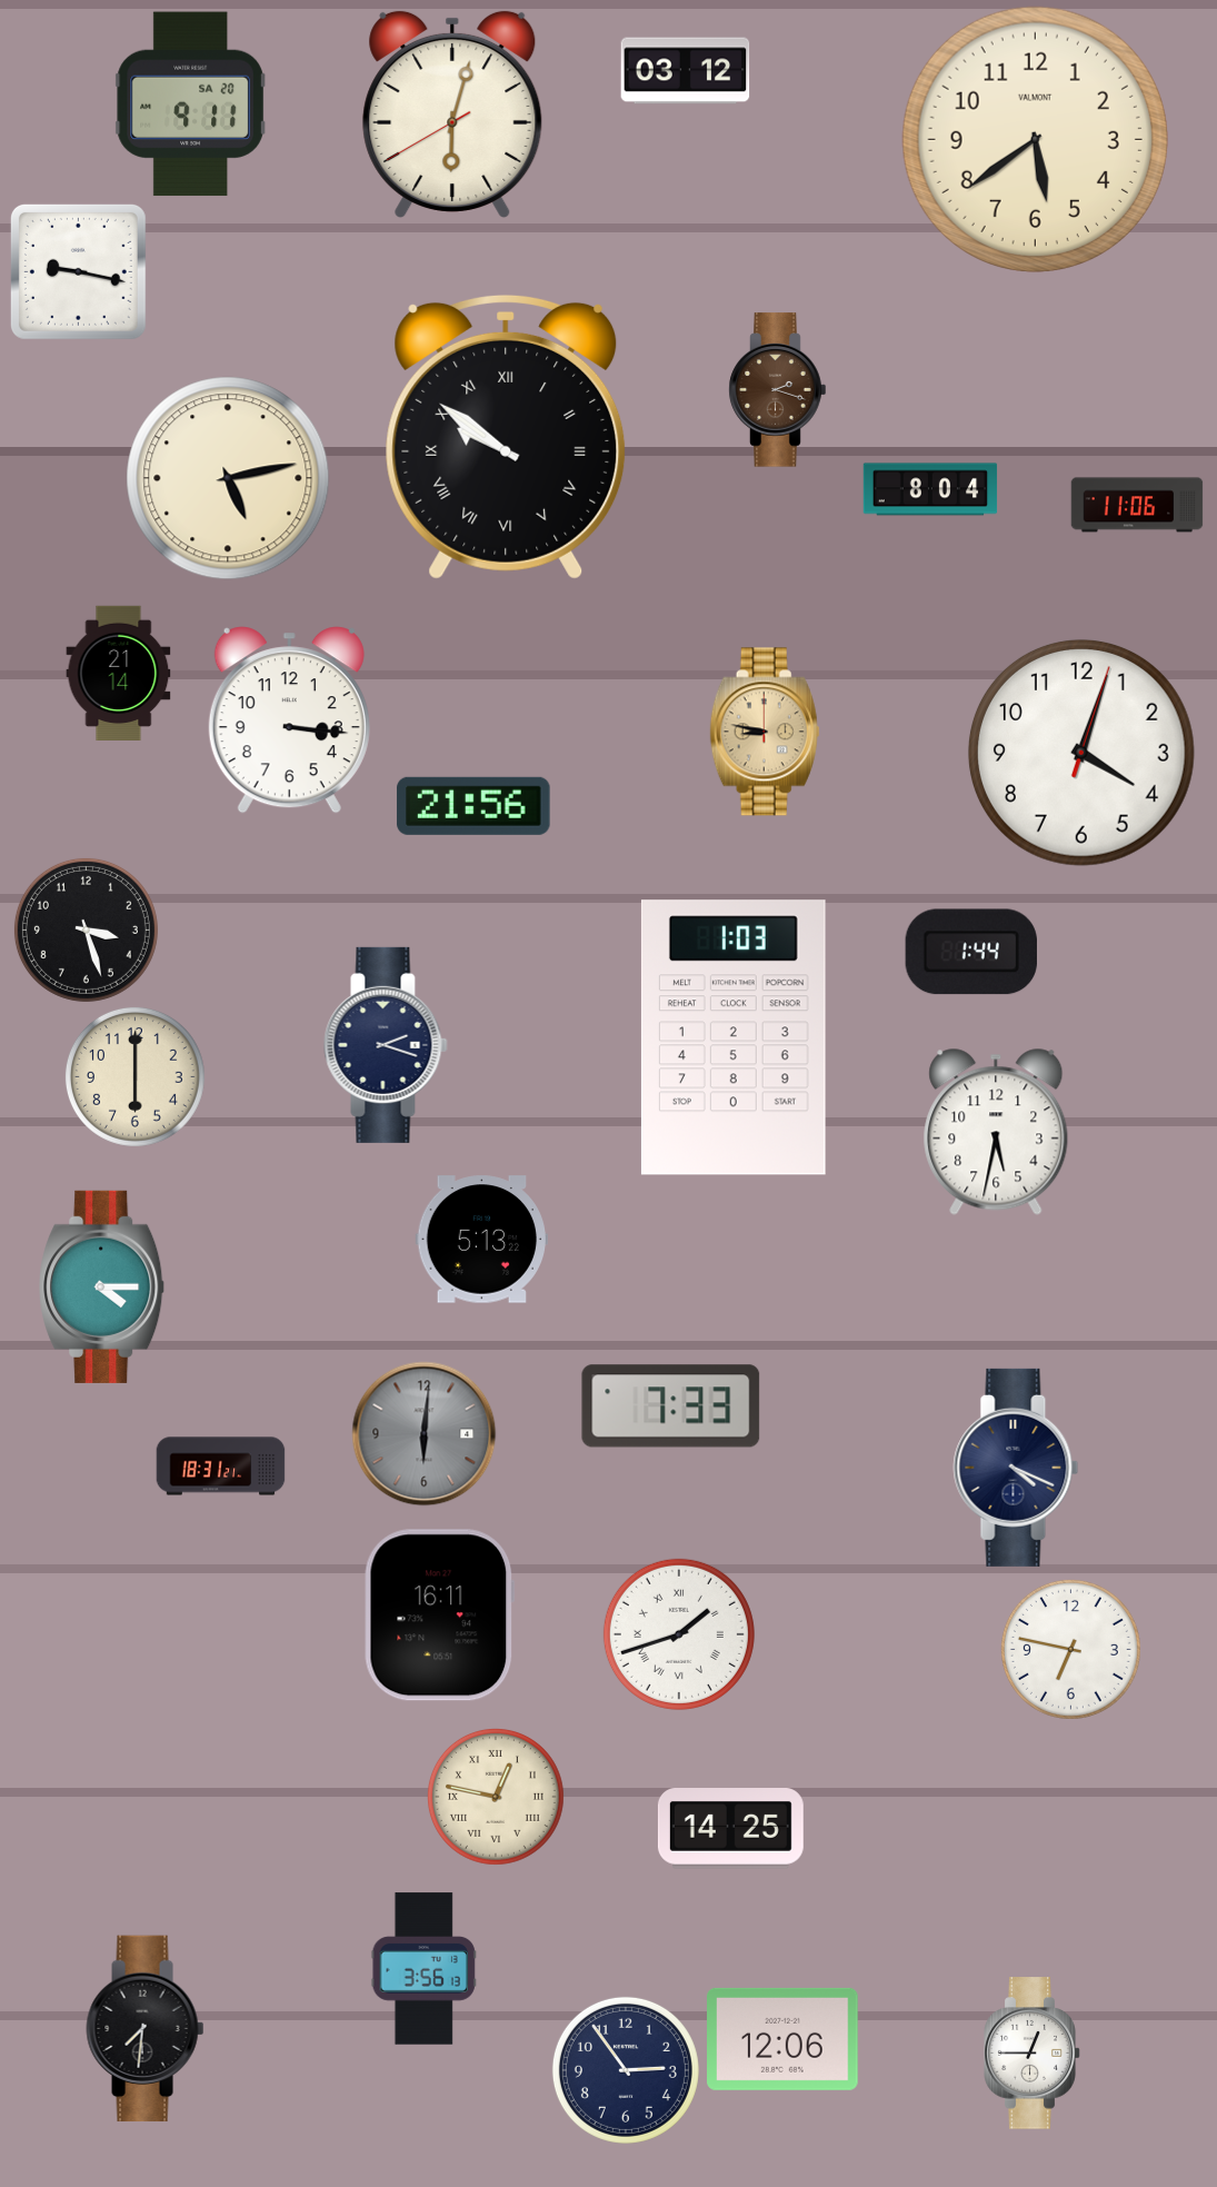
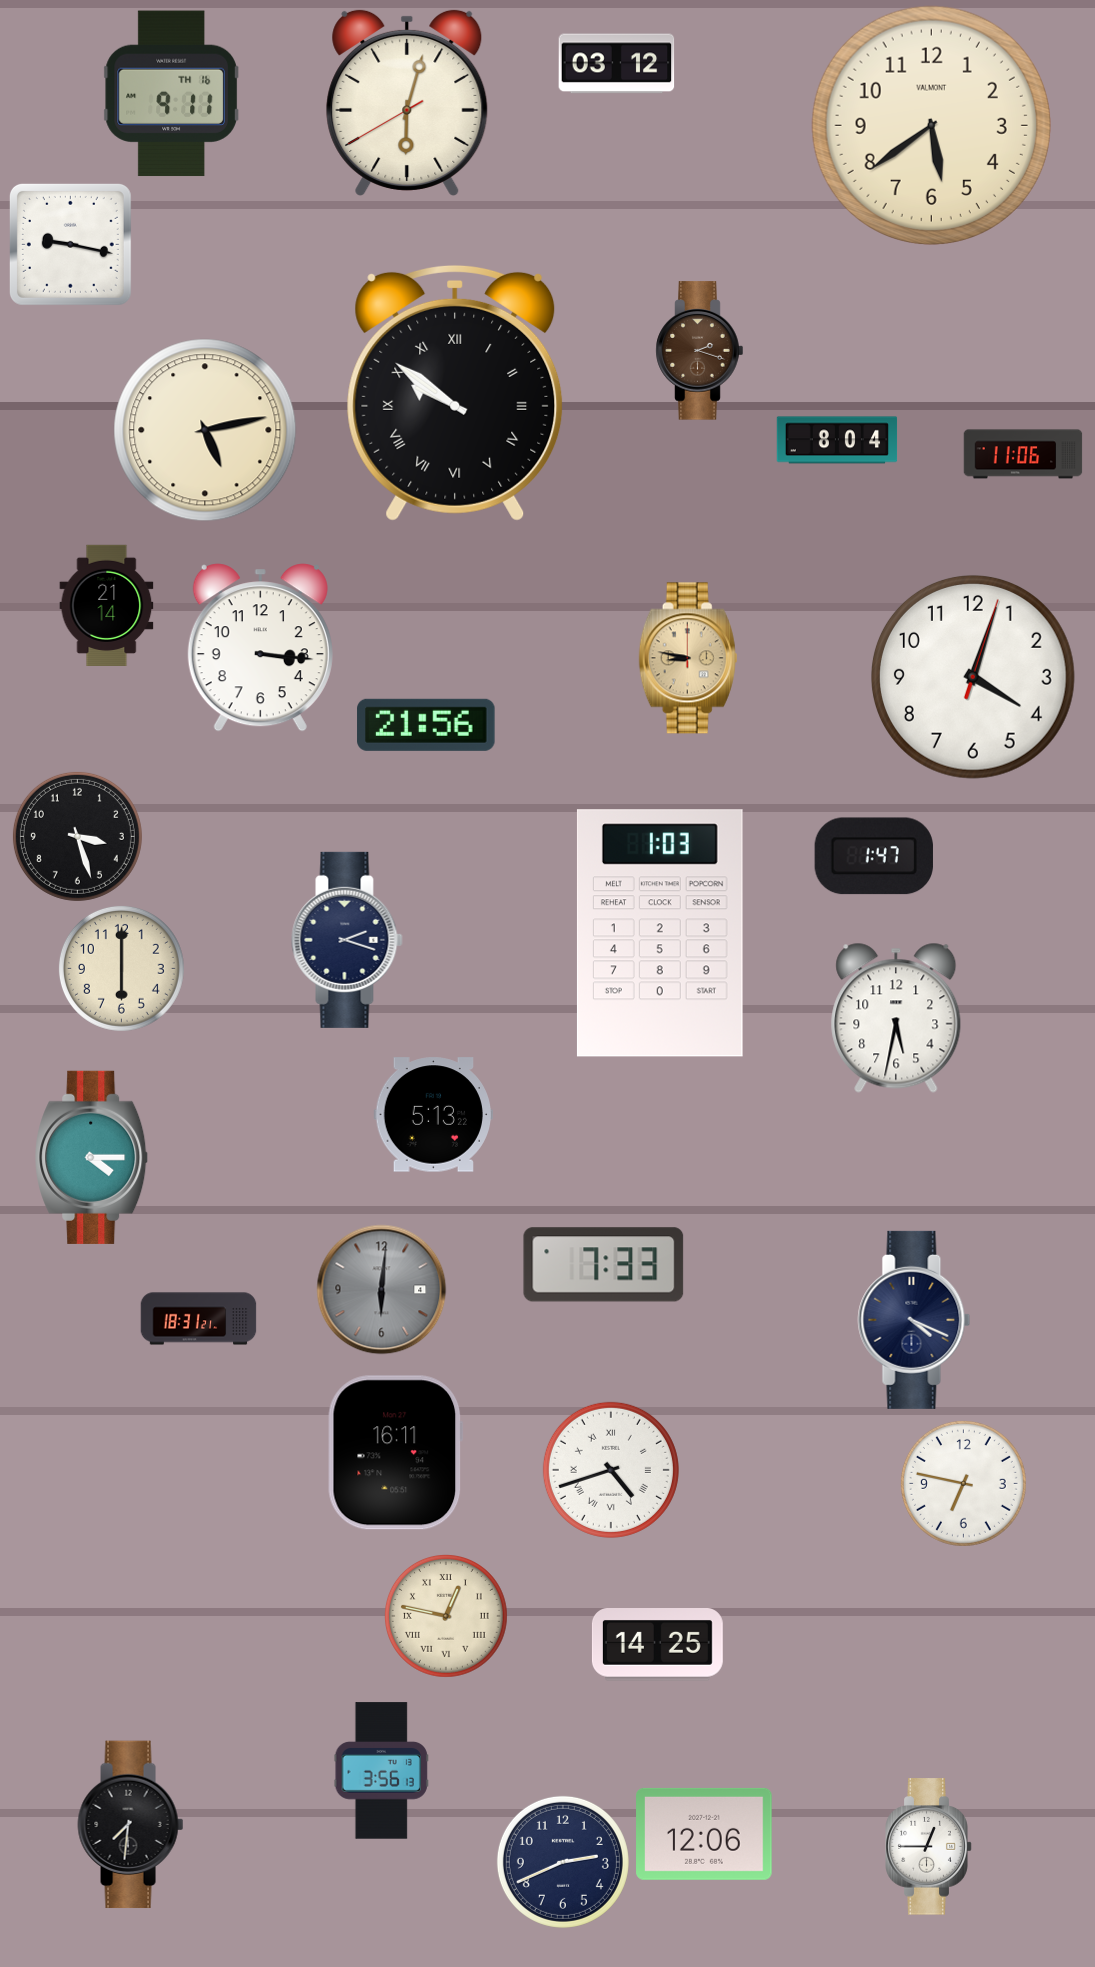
clock at (190, 105) date: SA 20 -> TH 16
clock at (971, 952): 1:44 -> 1:47
clock at (679, 1634): 1:42 -> 4:42
clock at (626, 2070): 2:54 -> 2:41
